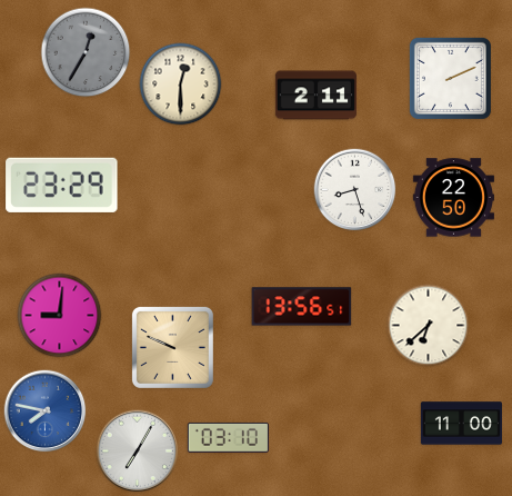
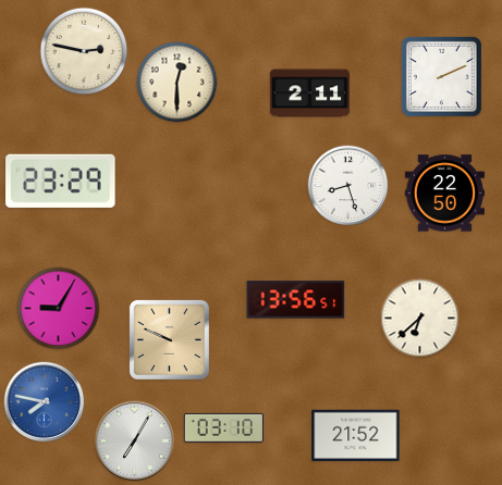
clock at (86, 52): 12:35 -> 2:47
clock at (86, 52) dial: grey -> cream
clock at (60, 316): 9:01 -> 9:05
clock at (461, 424): 11:00 -> none
clock at (356, 435): none -> 21:52
